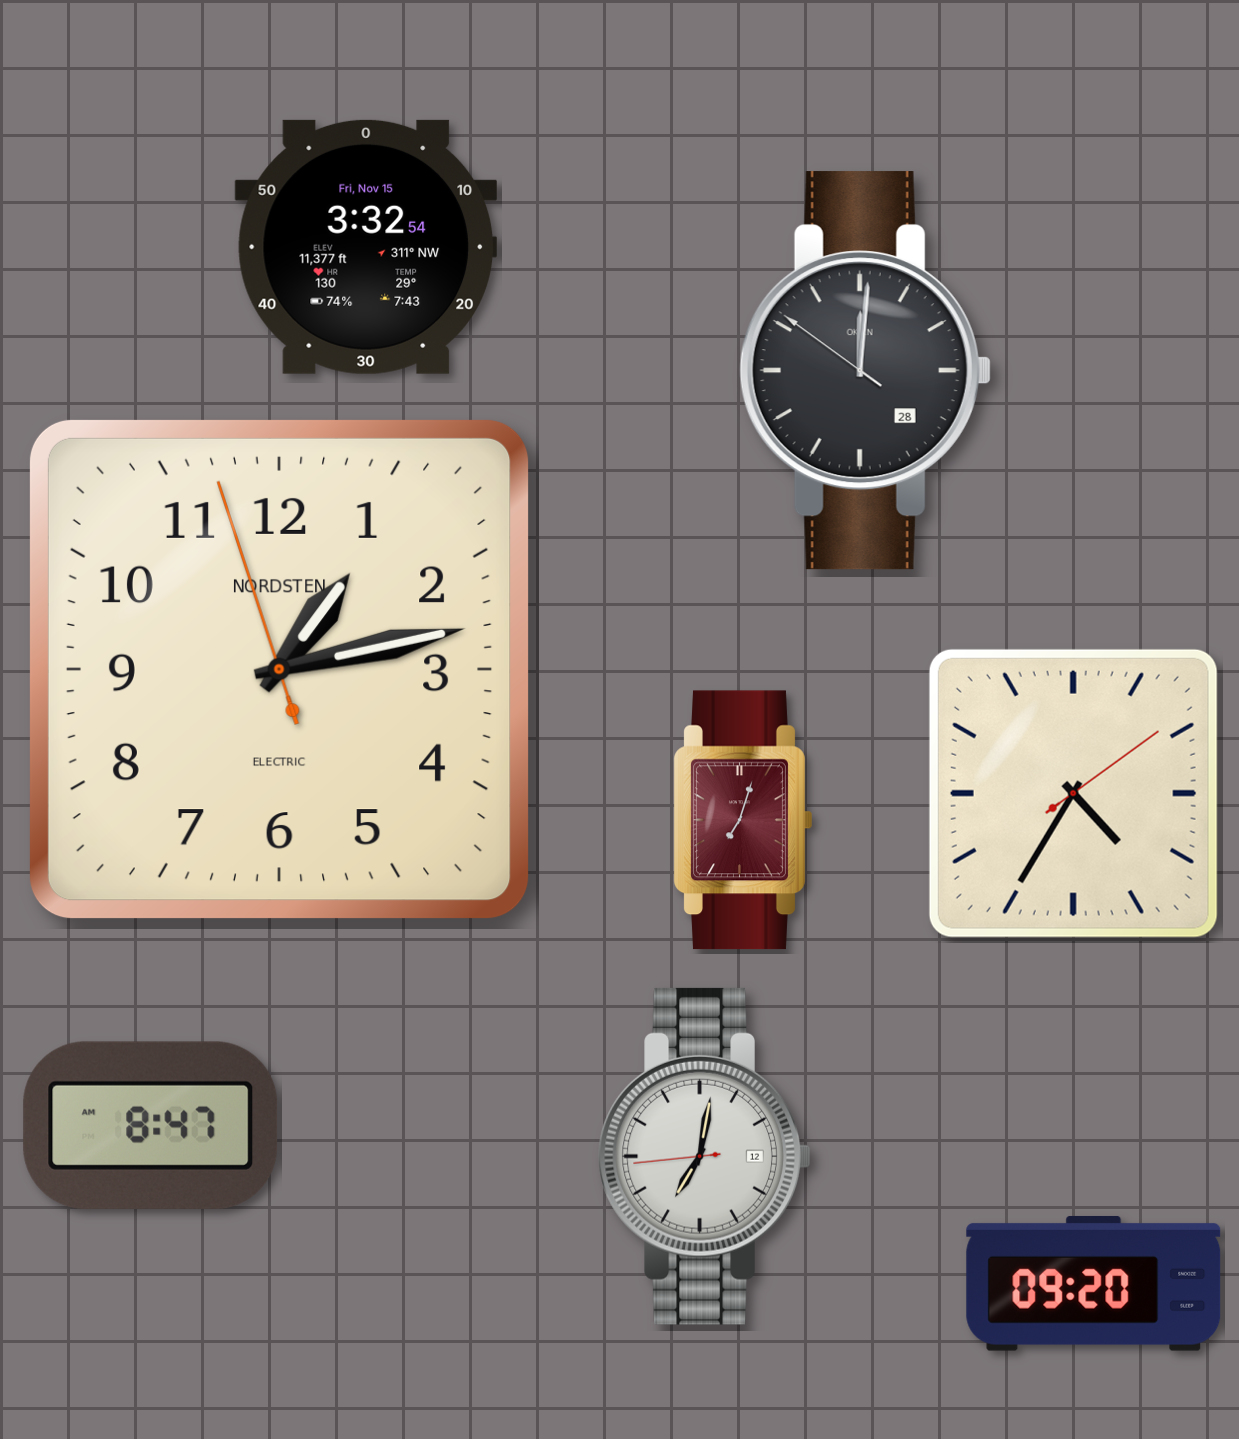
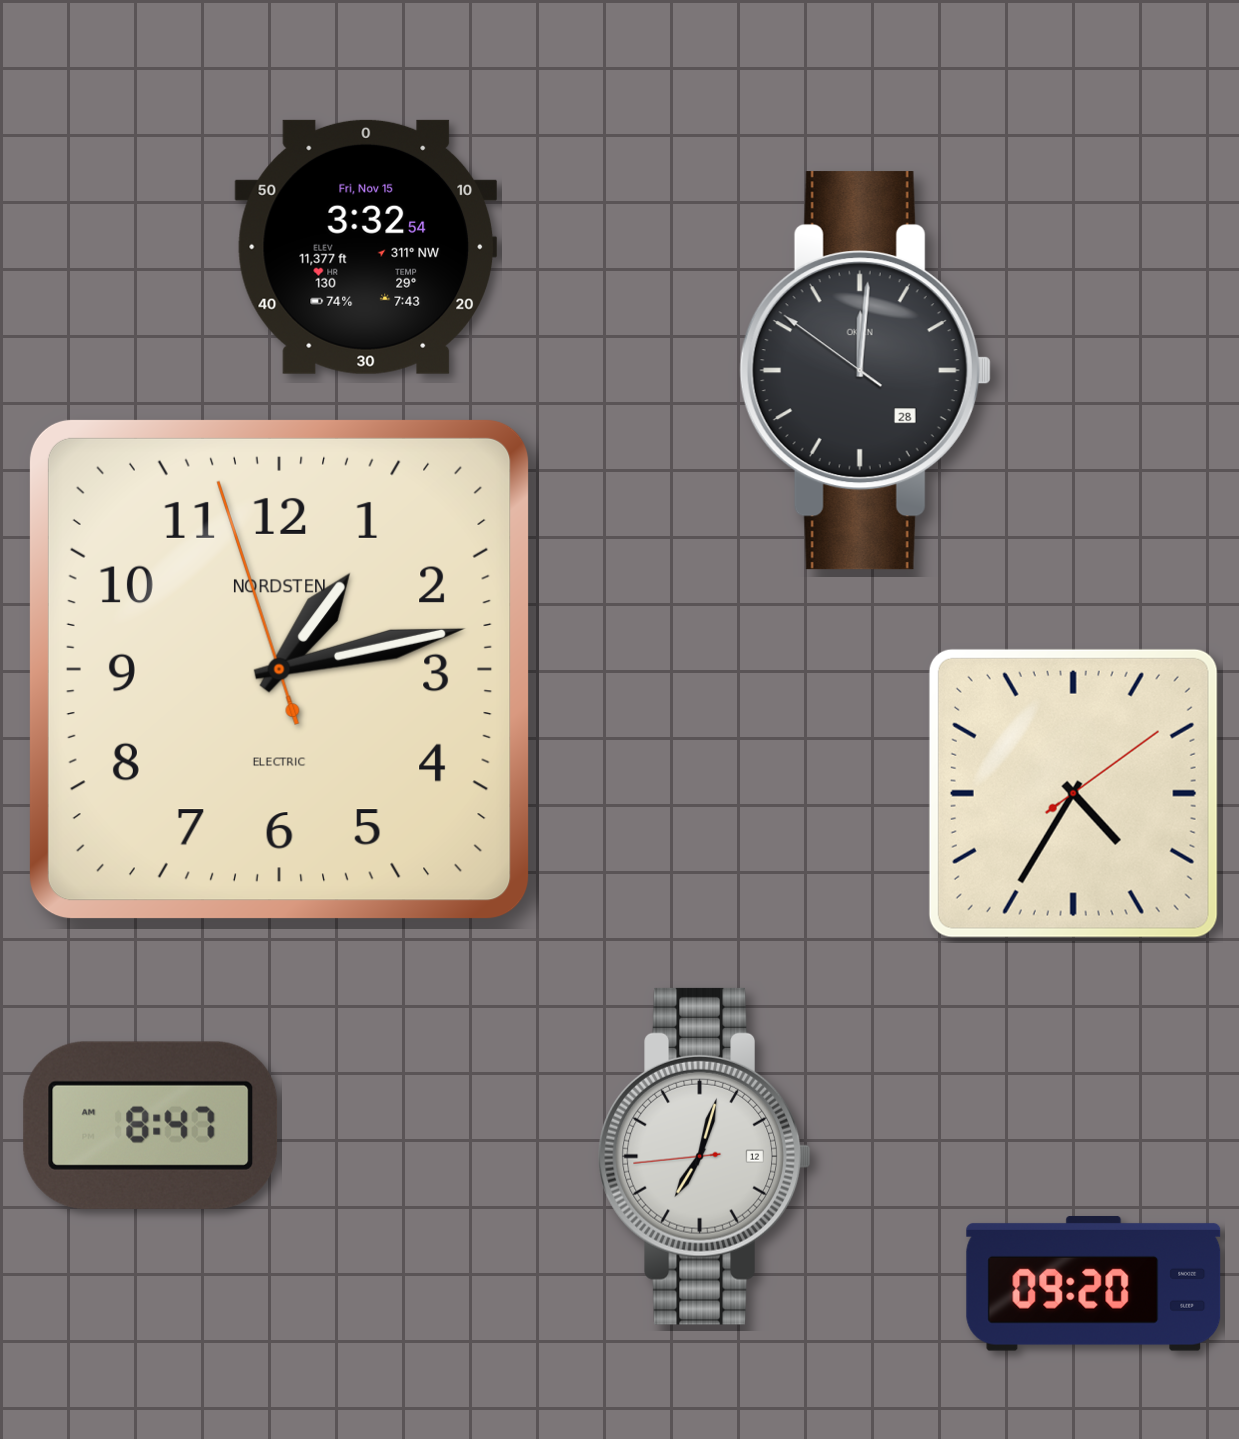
clock at (743, 820): 7:03 -> none
clock at (705, 1156): 7:01 -> 7:02
